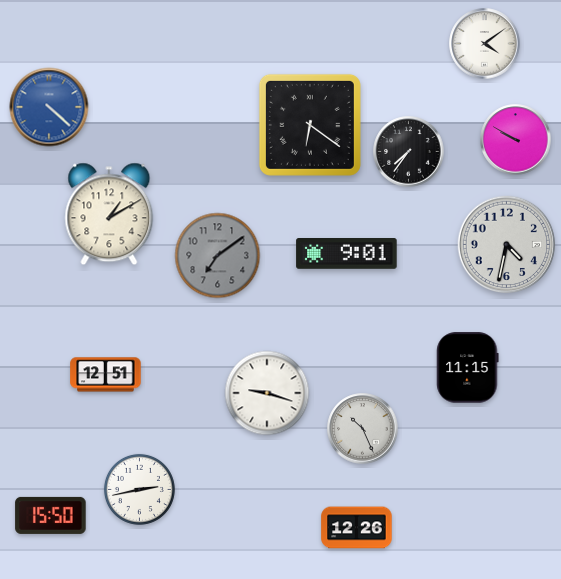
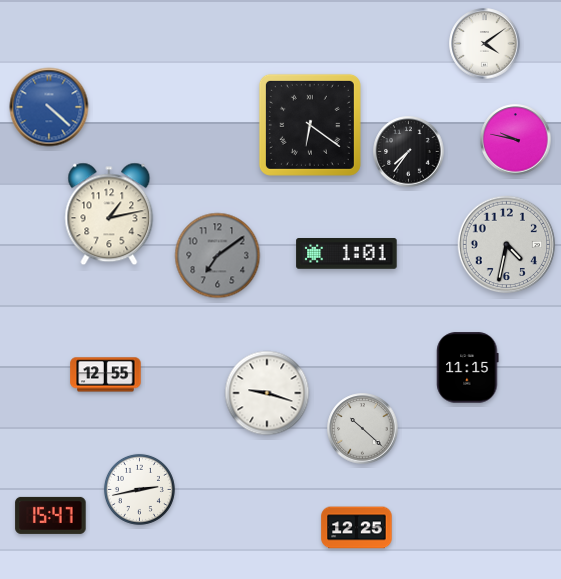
clock at (516, 140): 9:50 -> 9:47
clock at (109, 214): 1:10 -> 1:13
clock at (347, 254): 9:01 -> 1:01
clock at (106, 375): 12:51 -> 12:55
clock at (363, 429): 10:26 -> 10:22
clock at (51, 515): 15:50 -> 15:47
clock at (357, 528): 12:26 -> 12:25
